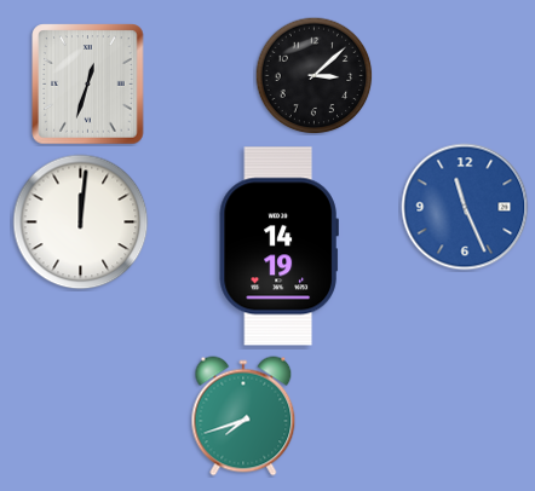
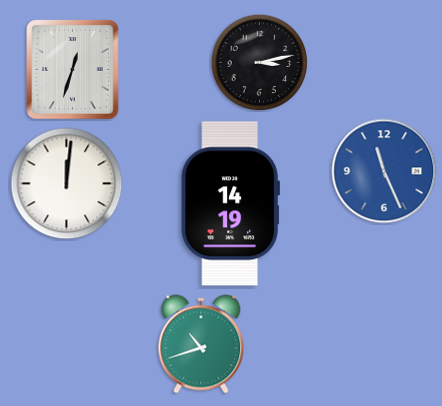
clock at (313, 75): 3:08 -> 3:13
clock at (243, 416): 7:42 -> 10:42
